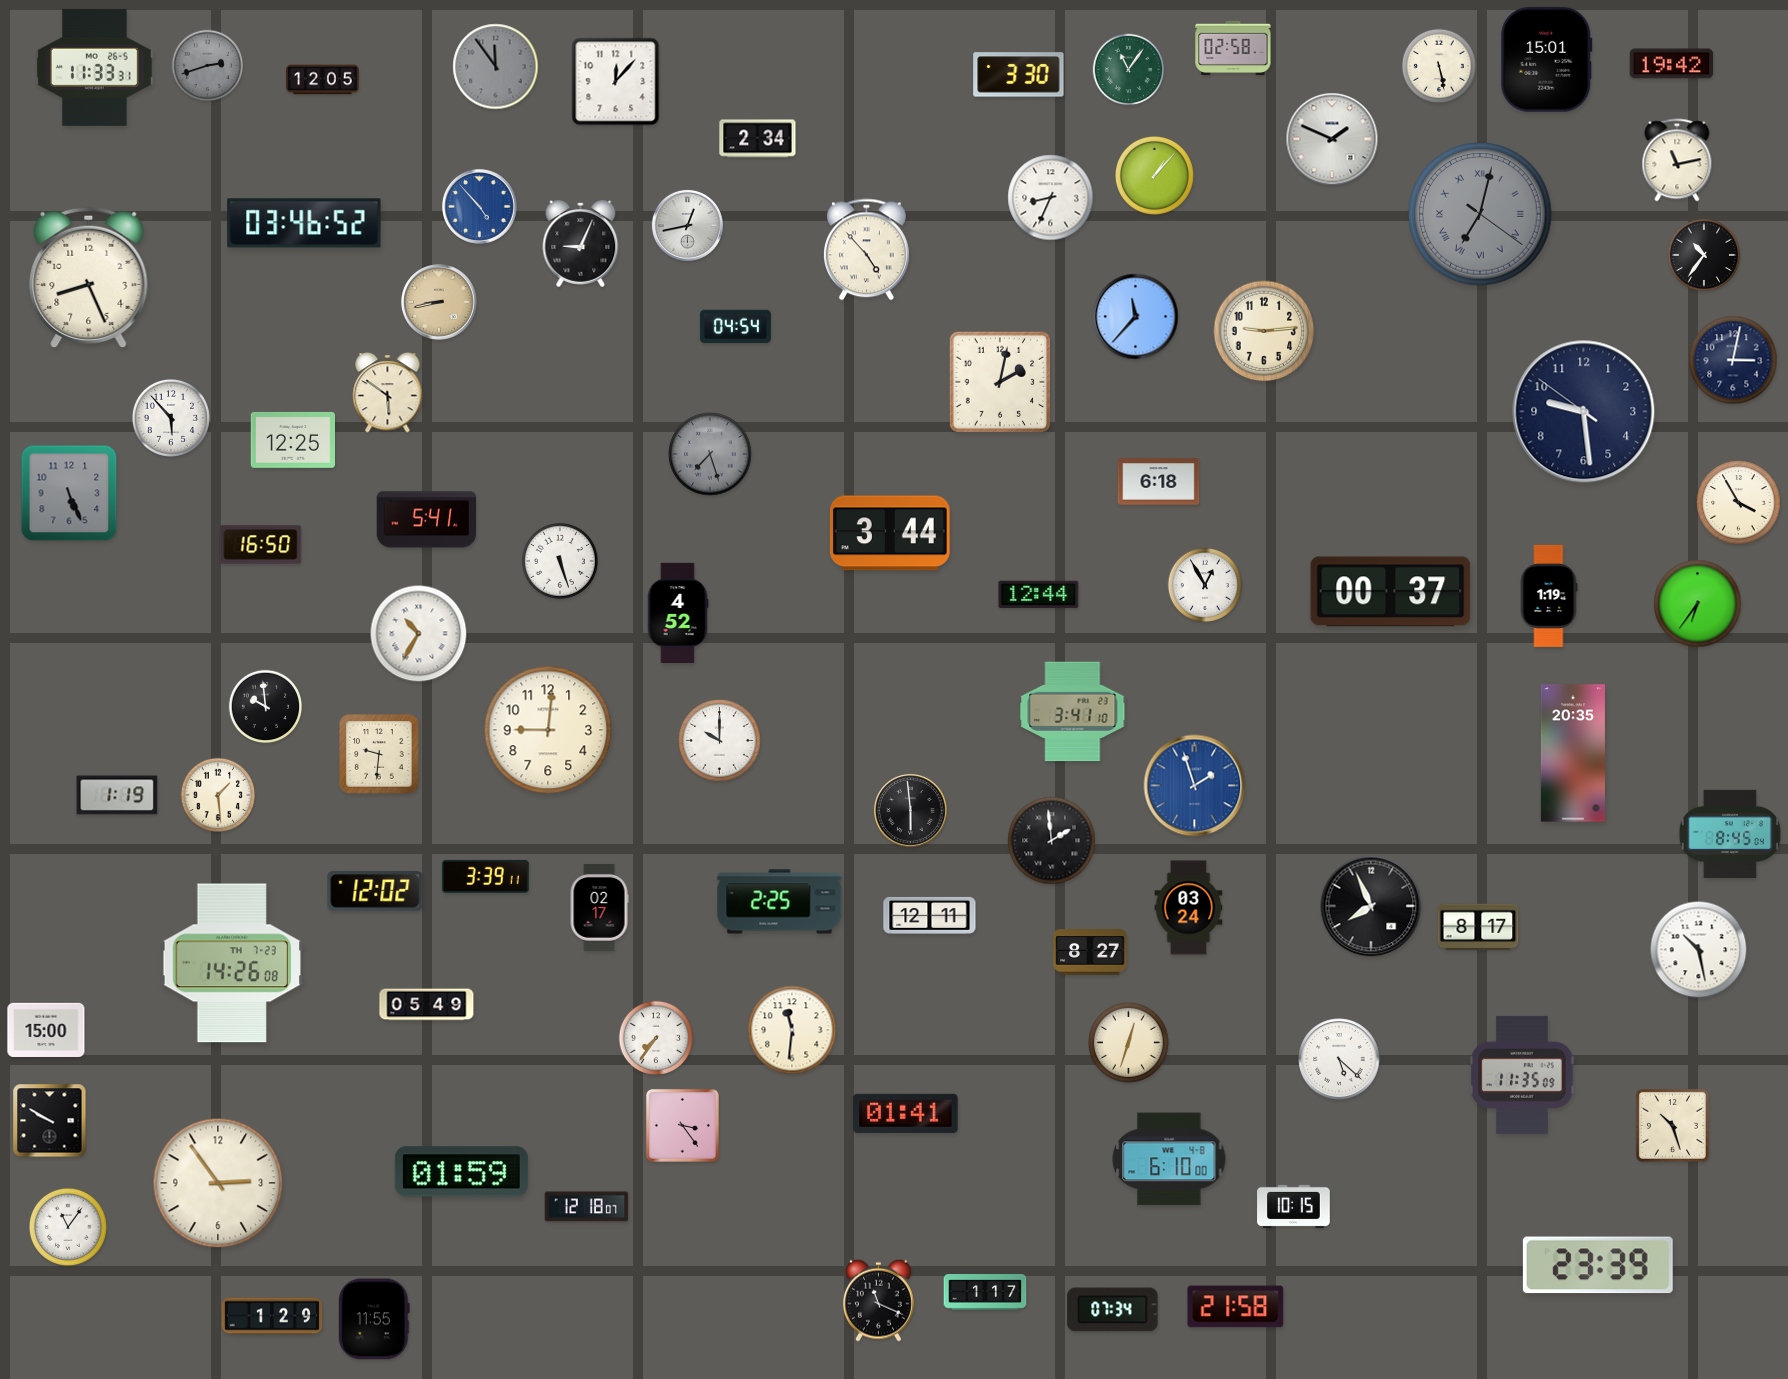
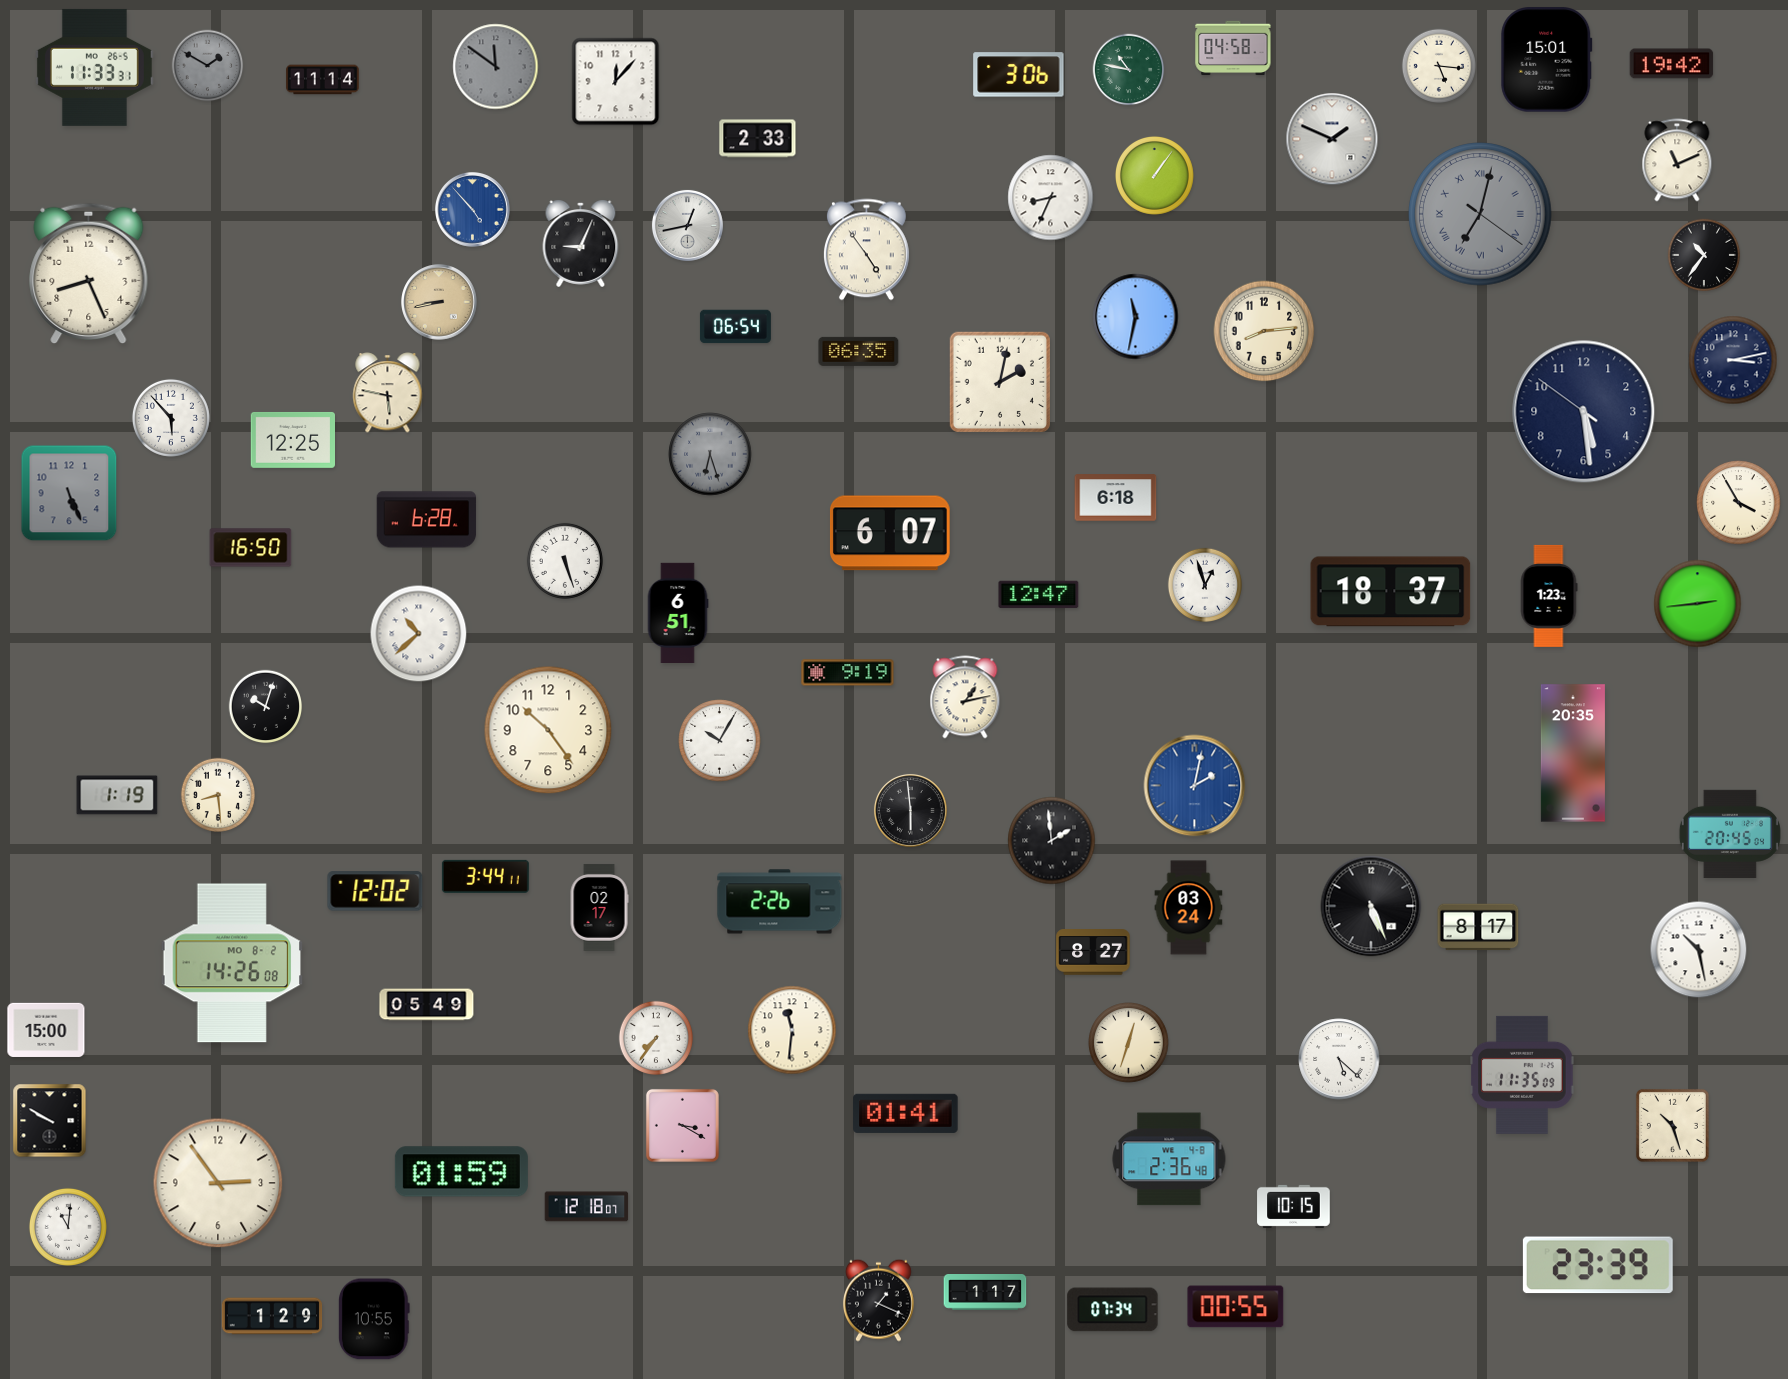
clock at (1233, 48): 02:58 -> 04:58
clock at (1438, 65): 5:28 -> 5:16
clock at (208, 66): 2:42 -> 1:50
clock at (496, 67): 11:54 -> 11:51
clock at (1129, 70): 11:06 -> 10:47
clock at (1019, 75): 3:30 -> 3:06
clock at (323, 80): 12:05 -> 11:14
clock at (758, 139): 2:34 -> 2:33
clock at (1677, 160): 11:13 -> 11:11
clock at (1154, 175): 1:07 -> 1:06
clock at (480, 207) position: (480, 207) -> (473, 210)
clock at (304, 223): 03:46 -> none
clock at (866, 250): 4:53 -> 4:54
clock at (89, 278) position: (89, 278) -> (89, 274)
clock at (1136, 317): 11:37 -> 11:32
clock at (735, 327): 04:54 -> 06:54
clock at (1264, 331): 9:14 -> 8:14
clock at (859, 351): none -> 06:35
clock at (1733, 360): 3:02 -> 3:13
clock at (388, 393): 5:51 -> 5:47
clock at (1584, 412): 9:28 -> 5:28
clock at (710, 454): 7:27 -> 6:27
clock at (1159, 482) position: (1159, 482) -> (1116, 498)
clock at (427, 520): 5:41 -> 6:28
clock at (890, 533): 3:44 -> 6:07
clock at (261, 545) position: (261, 545) -> (251, 548)
clock at (560, 561) position: (560, 561) -> (565, 561)
clock at (1204, 584): 12:55 -> 12:57
clock at (1391, 592): 00:37 -> 18:37
clock at (1039, 595): 12:44 -> 12:47
clock at (1549, 596): 1:19 -> 1:23
clock at (1698, 604): 6:36 -> 2:44
clock at (678, 612): 4:52 -> 6:51
clock at (419, 634): 10:35 -> 10:38
clock at (848, 673): none -> 9:19
clock at (965, 697): none -> 1:13
clock at (266, 707): 9:59 -> 10:03
clock at (1073, 712): 3:41 -> none
clock at (548, 730): 9:01 -> 10:24
clock at (720, 741): 10:00 -> 10:05
clock at (379, 754): 9:31 -> none
clock at (1195, 786): 1:57 -> 2:02
clock at (217, 794): 1:29 -> 8:29
clock at (1730, 834): 8:45 -> 20:45
clock at (485, 876): 3:39 -> 3:44
clock at (780, 902): 2:25 -> 2:26
clock at (1371, 906): 7:56 -> 5:26
clock at (930, 915): 12:11 -> none
clock at (1090, 952) position: (1090, 952) -> (1093, 952)
clock at (232, 963) date: TH 7-23 -> MO 8-2
clock at (682, 1125): 3:24 -> 3:20
clock at (1169, 1159): 6:10 -> 2:36
clock at (68, 1227): 11:06 -> 11:01
clock at (878, 1300): 11:19 -> 1:19
clock at (1236, 1307): 21:58 -> 00:55
clock at (375, 1319): 11:55 -> 10:55
